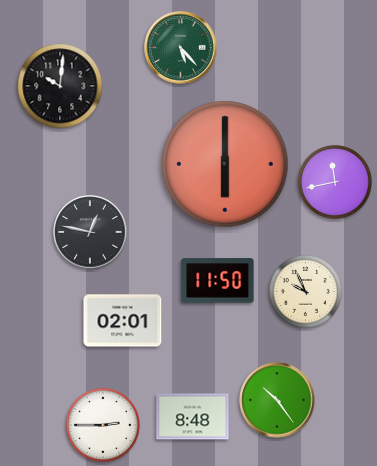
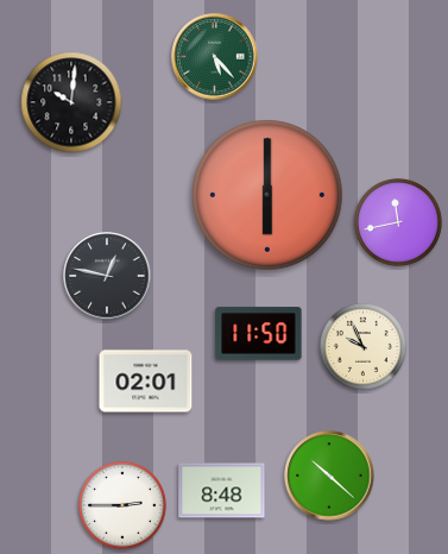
clock at (335, 182) position: (335, 182) -> (398, 222)
clock at (277, 400): 10:24 -> 10:22
clock at (193, 417) position: (193, 417) -> (222, 491)
